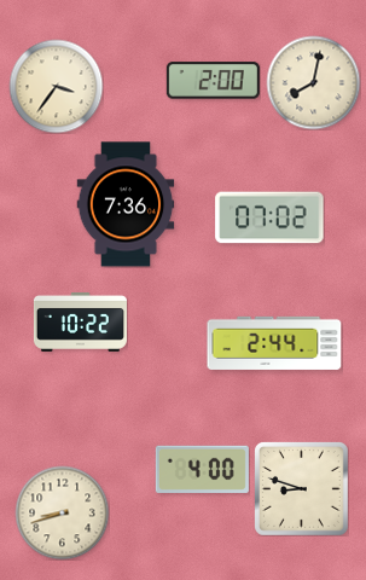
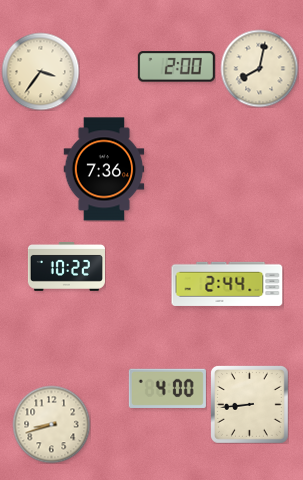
clock at (56, 86) position: (56, 86) -> (40, 71)
clock at (269, 217): 07:02 -> none
clock at (302, 489): 8:48 -> 8:44
